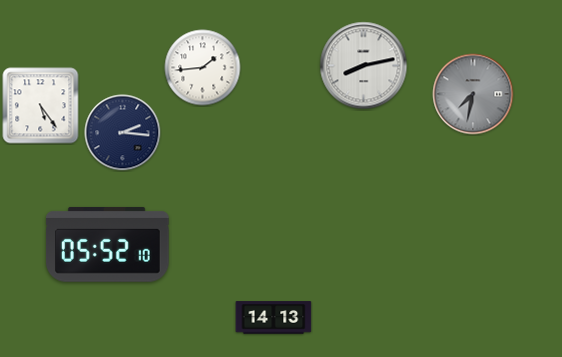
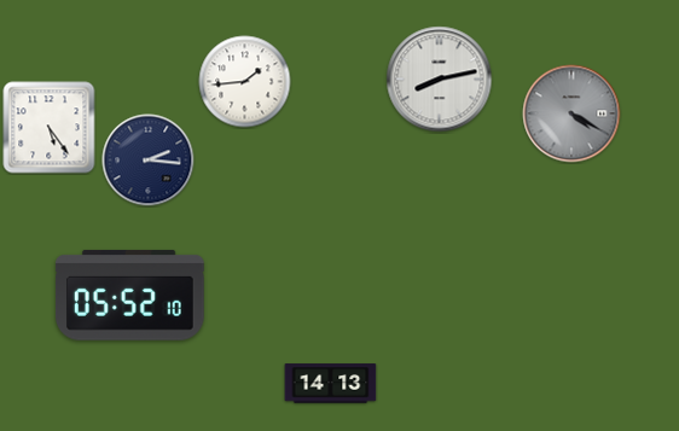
clock at (473, 94): 7:32 -> 4:20
